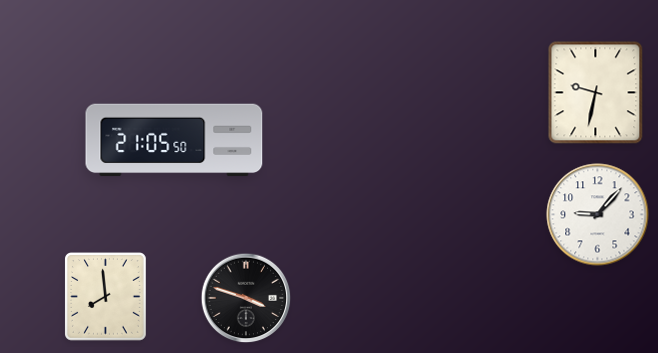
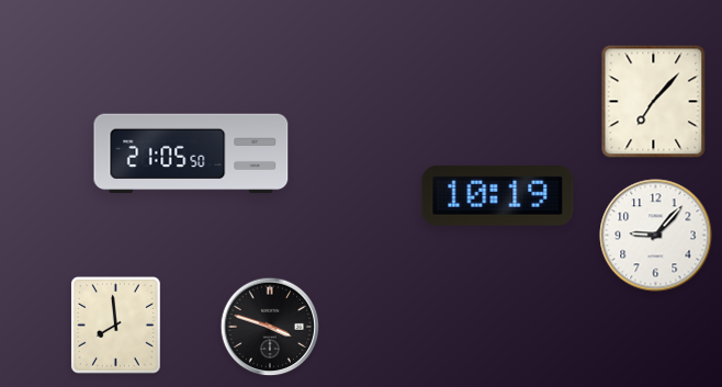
clock at (596, 93): 9:32 -> 7:07
clock at (498, 196): none -> 10:19
